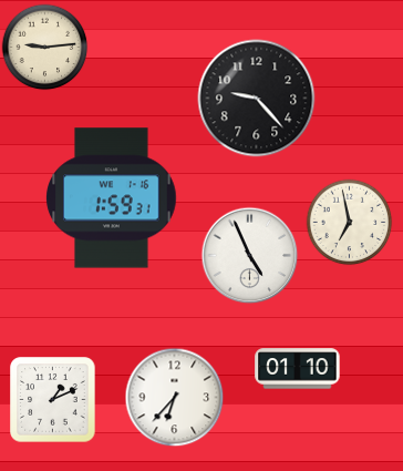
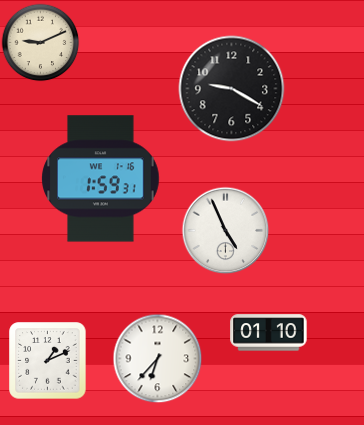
clock at (44, 47): 9:14 -> 9:11
clock at (257, 99): 9:23 -> 9:20
clock at (349, 222): 6:58 -> none
